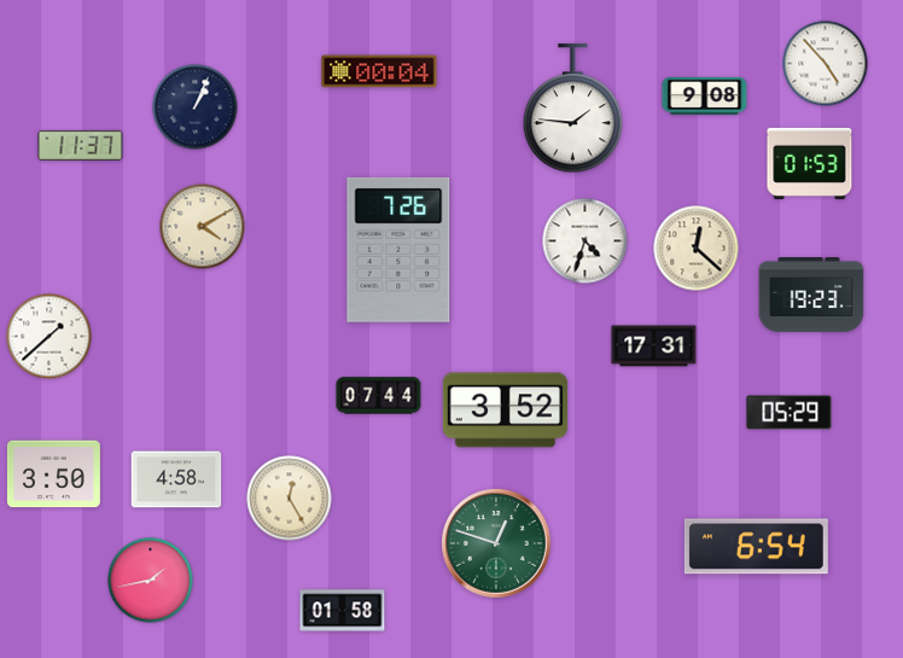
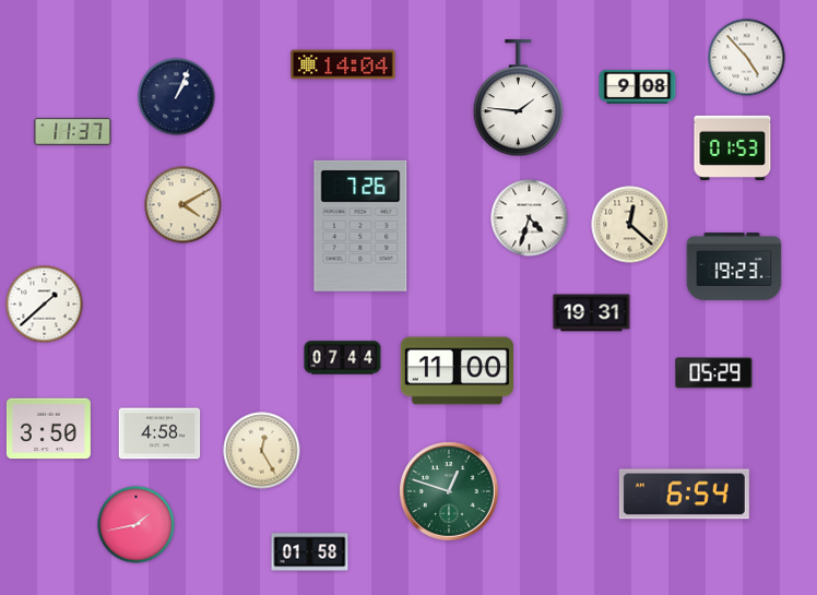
clock at (379, 71): 00:04 -> 14:04
clock at (654, 347): 17:31 -> 19:31
clock at (505, 410): 3:52 -> 11:00
